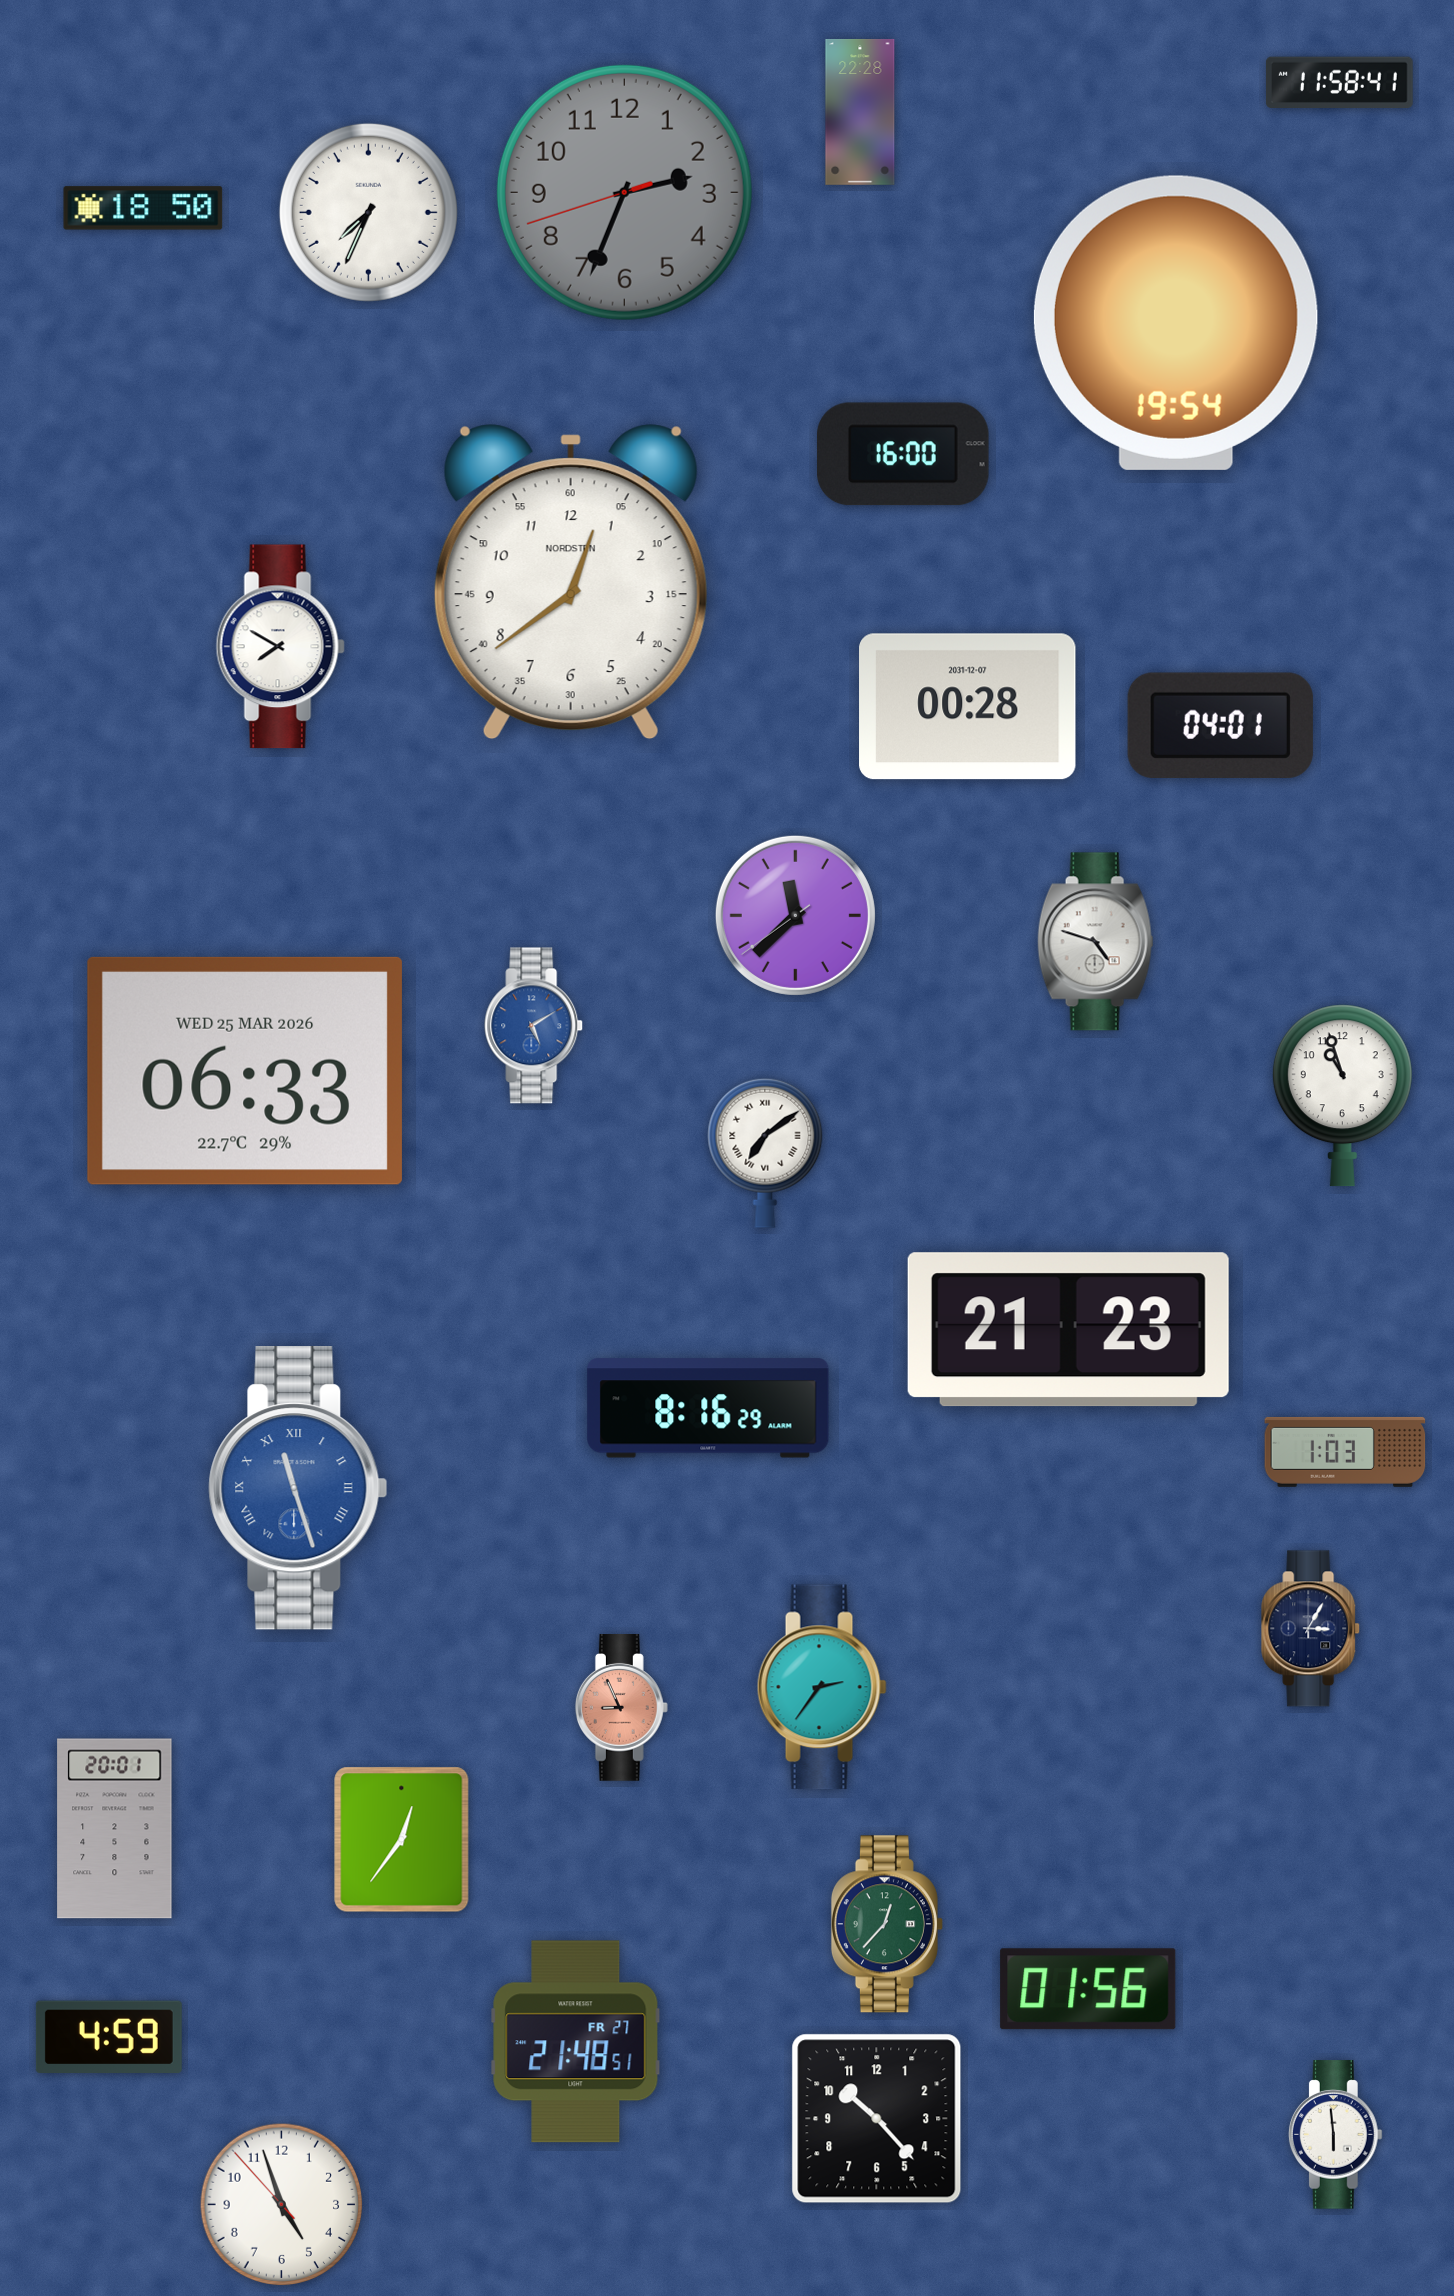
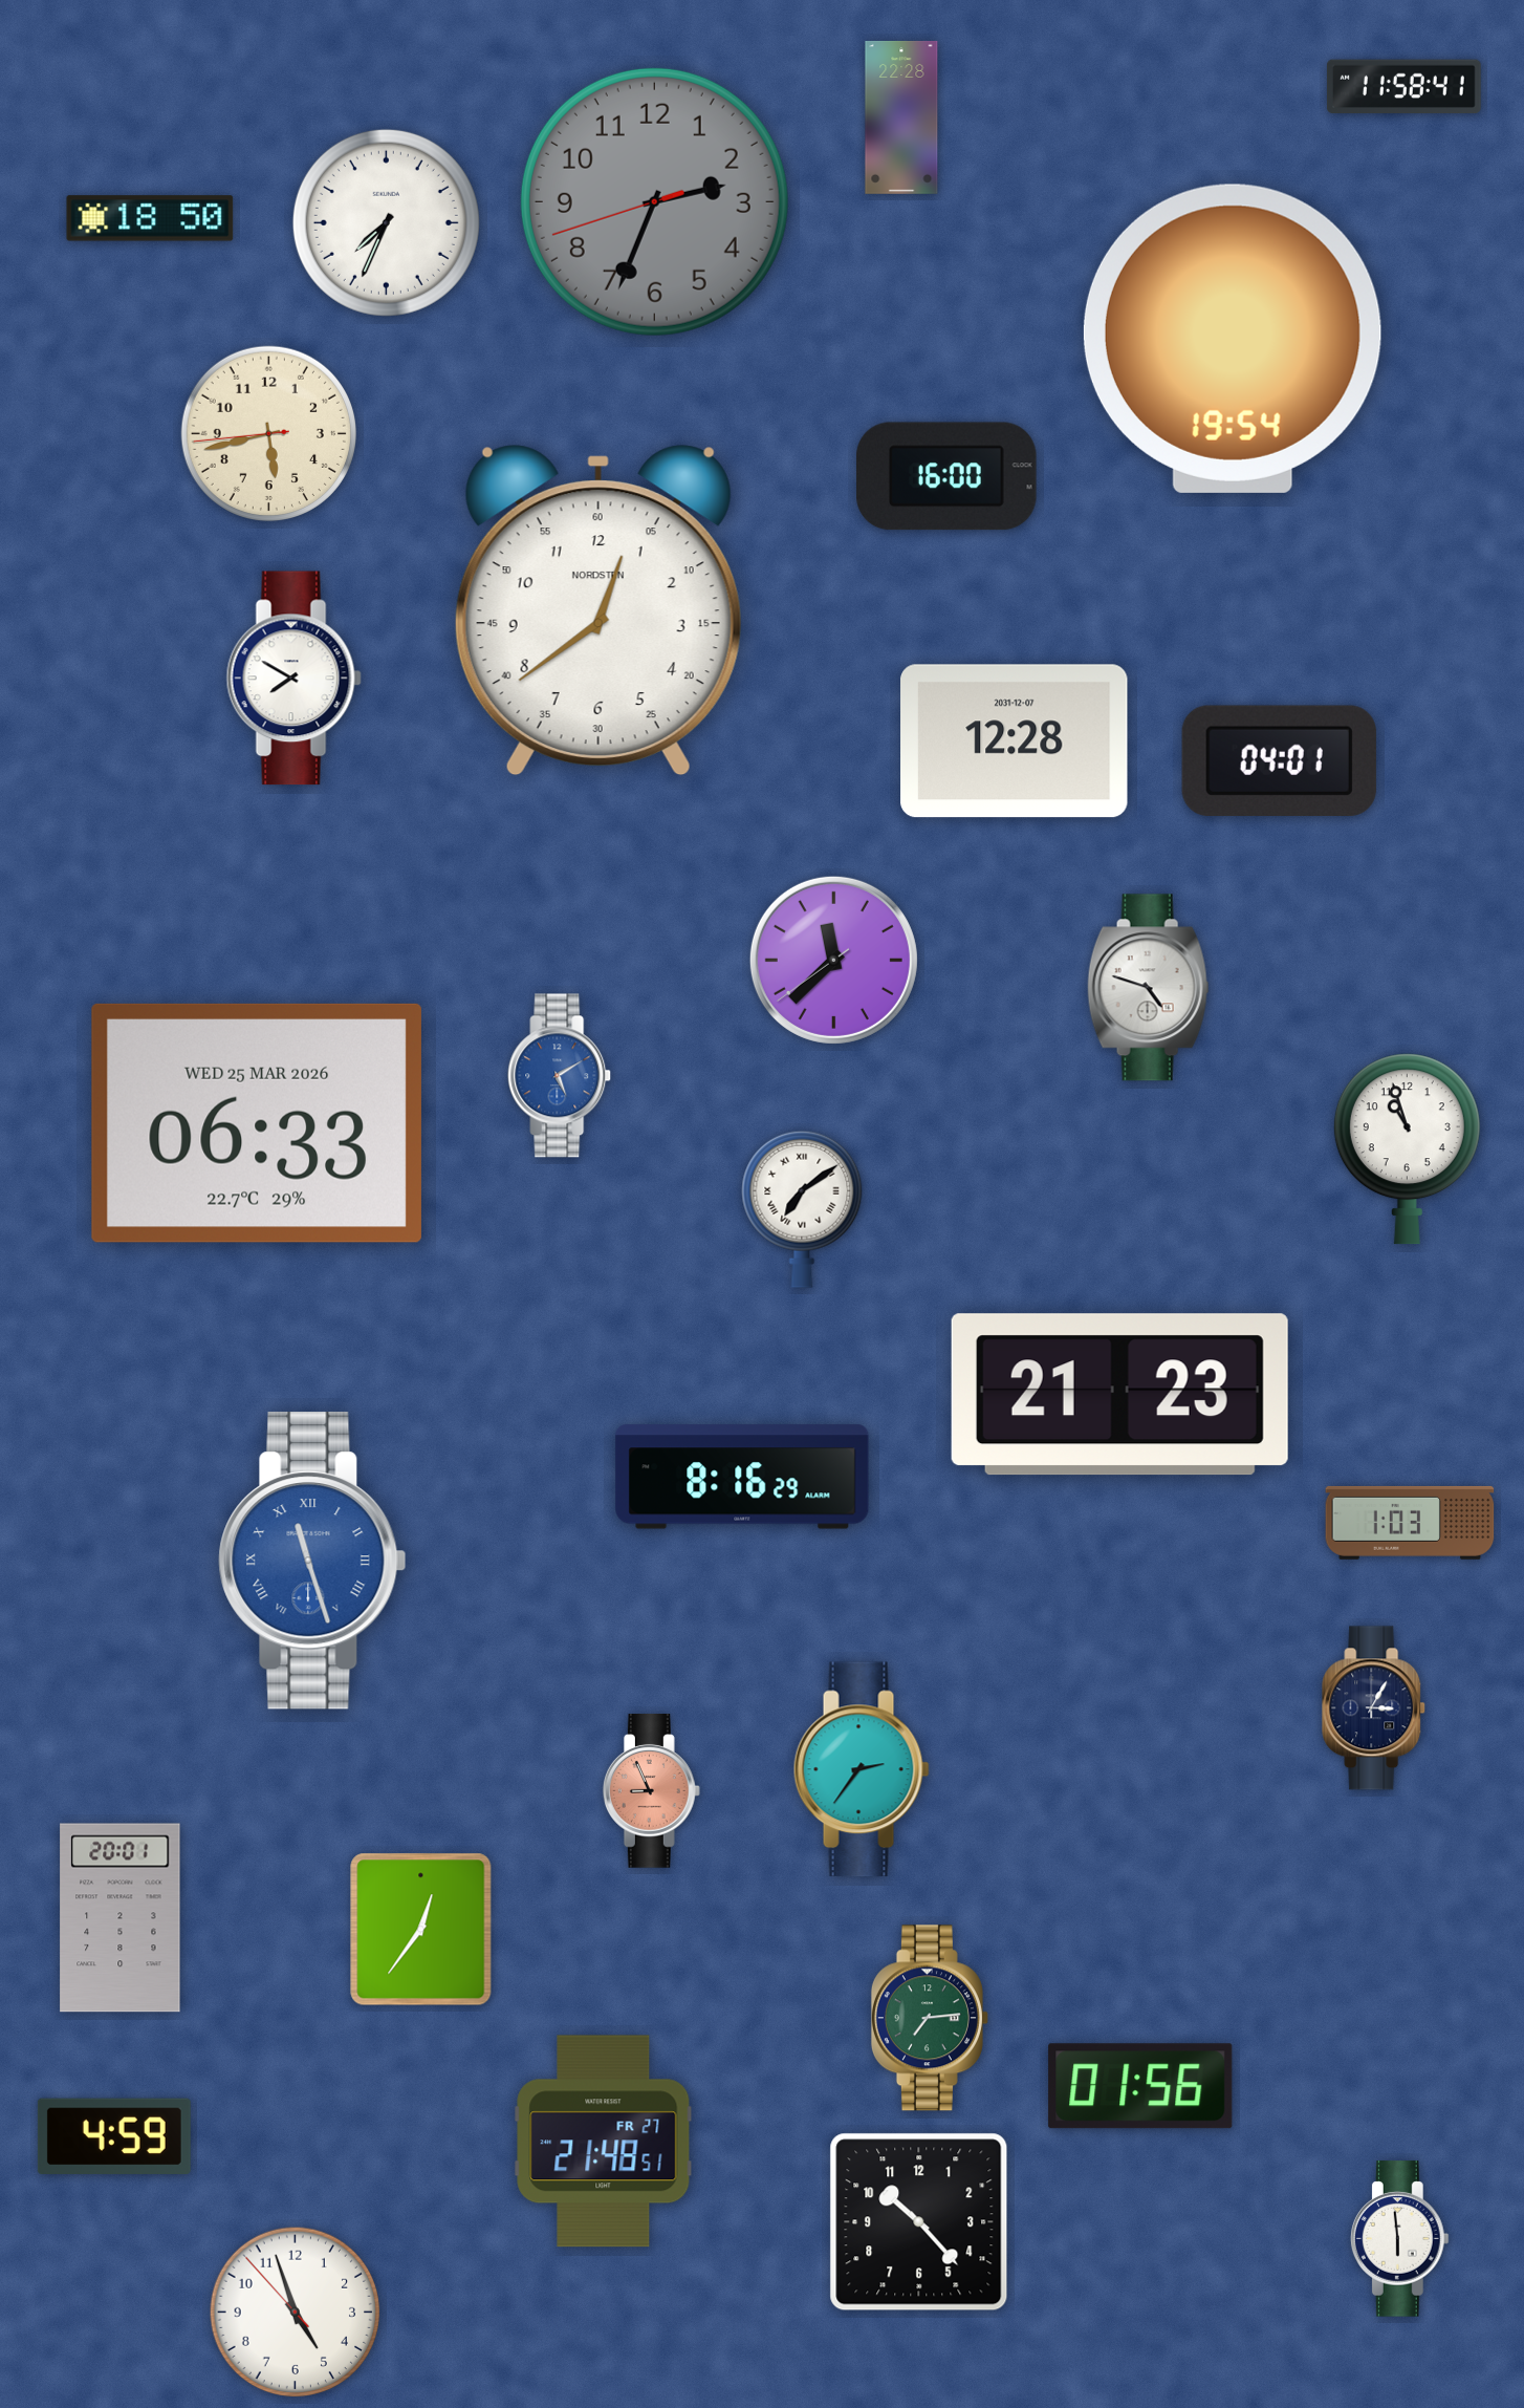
clock at (268, 433): none -> 5:42
clock at (968, 707): 00:28 -> 12:28
clock at (887, 1924): 12:37 -> 7:14
